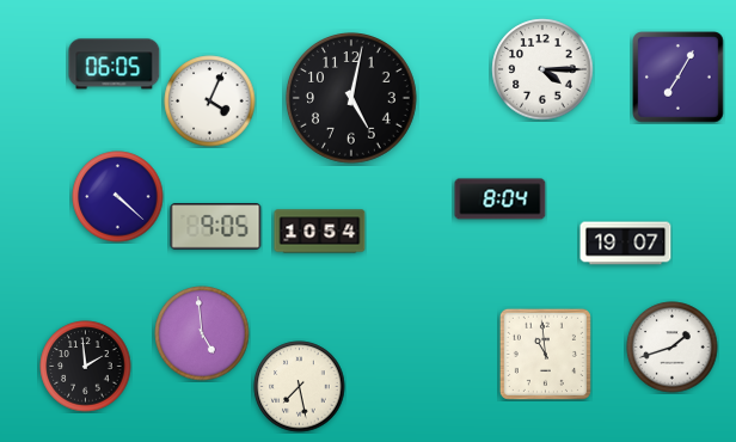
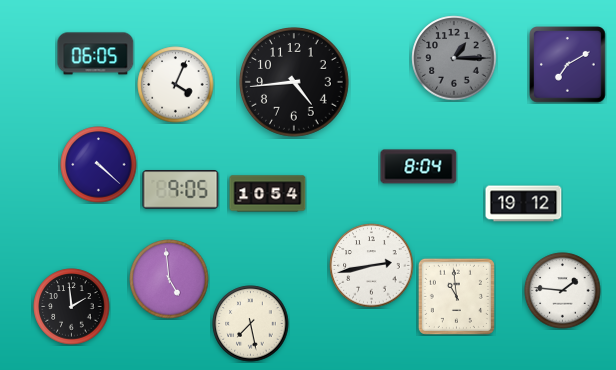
clock at (542, 69): 4:15 -> 1:15
clock at (542, 69) dial: white -> grey
clock at (679, 78): 7:05 -> 7:10
clock at (352, 99): 5:02 -> 4:44
clock at (626, 244): 19:07 -> 19:12
clock at (372, 266): none -> 2:43
clock at (673, 348): 1:42 -> 1:46
